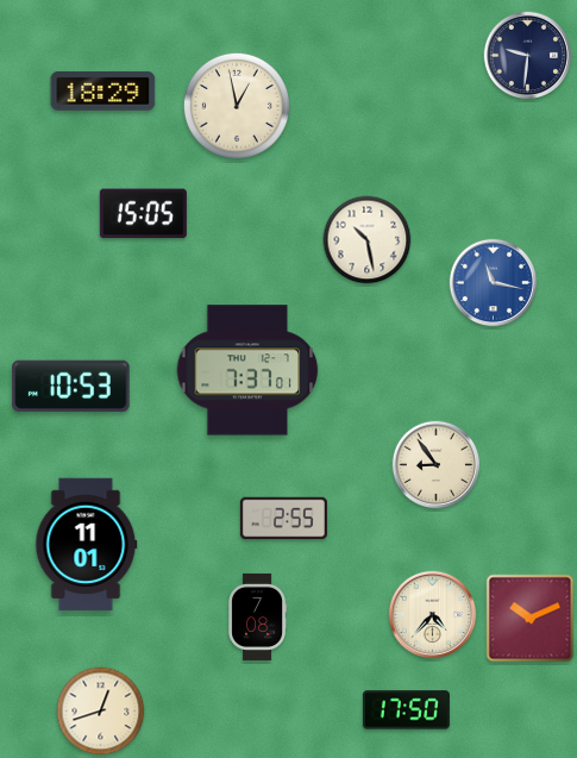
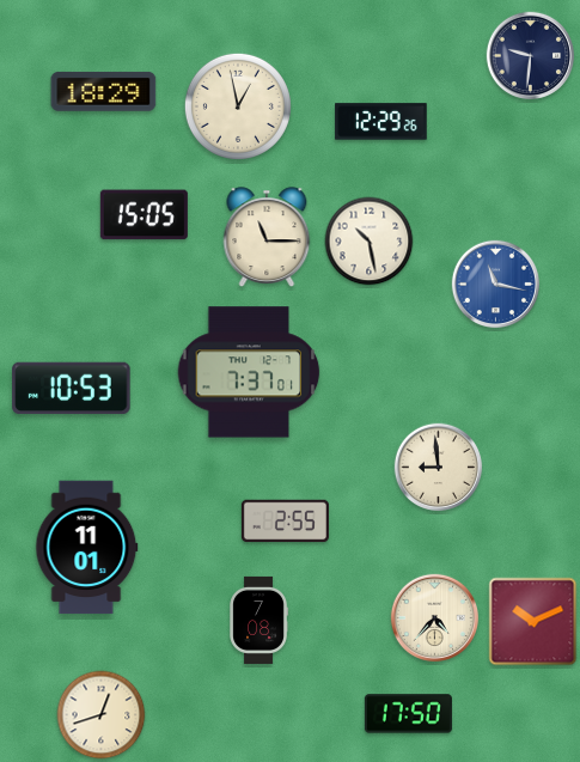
clock at (381, 122): none -> 12:29
clock at (267, 237): none -> 11:15
clock at (437, 465): 8:54 -> 8:59
